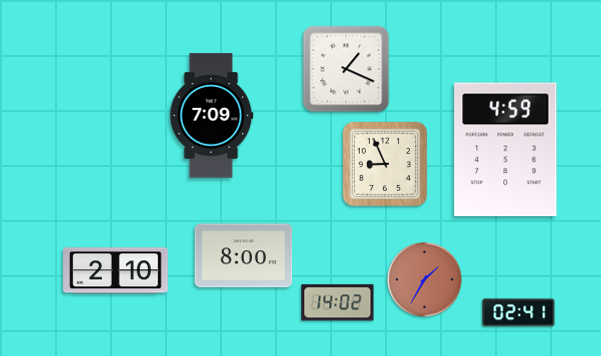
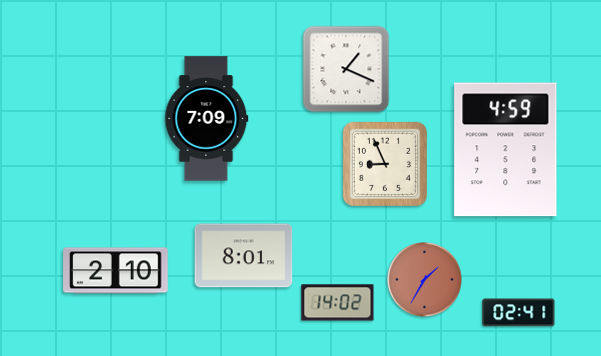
clock at (212, 116) position: (212, 116) -> (207, 119)
clock at (244, 256): 8:00 -> 8:01
